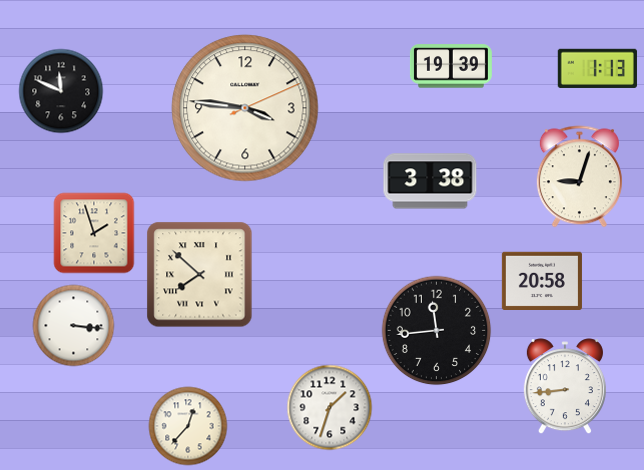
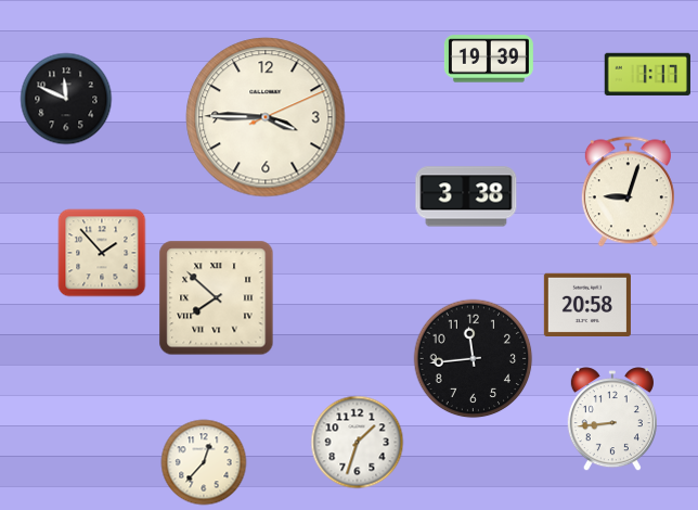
clock at (451, 66) position: (451, 66) -> (489, 59)
clock at (597, 68): 1:13 -> 1:17
clock at (245, 108): 3:46 -> 3:45
clock at (94, 233): 1:57 -> 1:53
clock at (74, 326): 3:16 -> none
